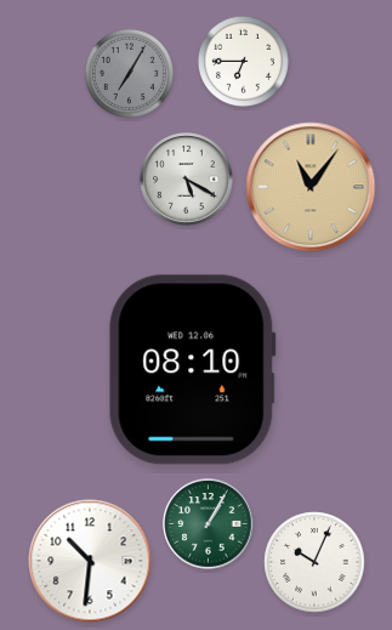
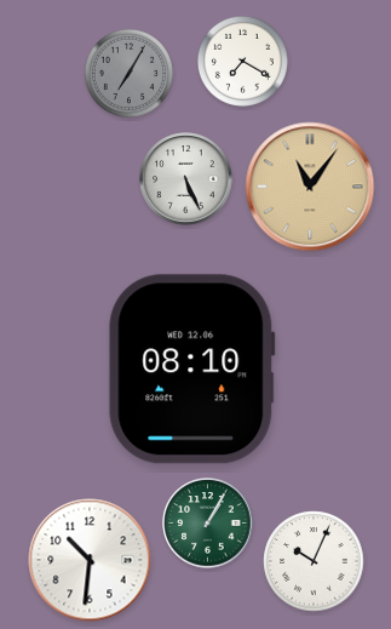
clock at (243, 61): 6:45 -> 7:20
clock at (187, 180): 5:20 -> 5:26
